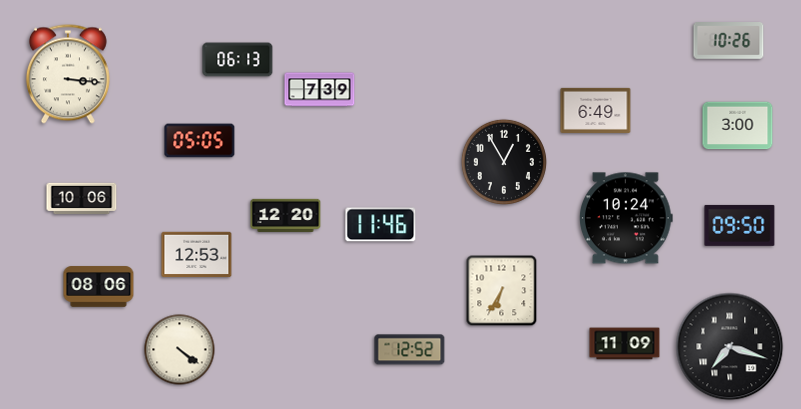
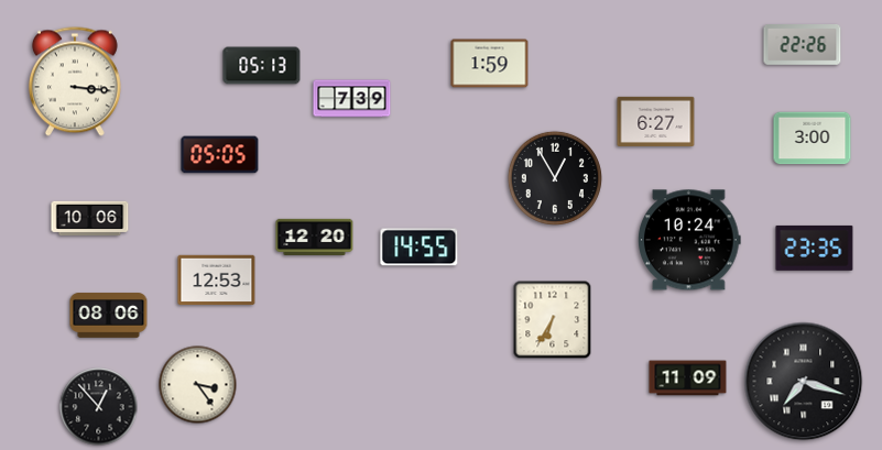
clock at (729, 41): 10:26 -> 22:26
clock at (490, 64): none -> 1:59
clock at (238, 60): 06:13 -> 05:13
clock at (596, 110): 6:49 -> 6:27
clock at (381, 225): 11:46 -> 14:55
clock at (740, 225): 09:50 -> 23:35
clock at (180, 350): 4:21 -> 3:24
clock at (410, 350): 12:52 -> none
clock at (99, 407): none -> 12:53
